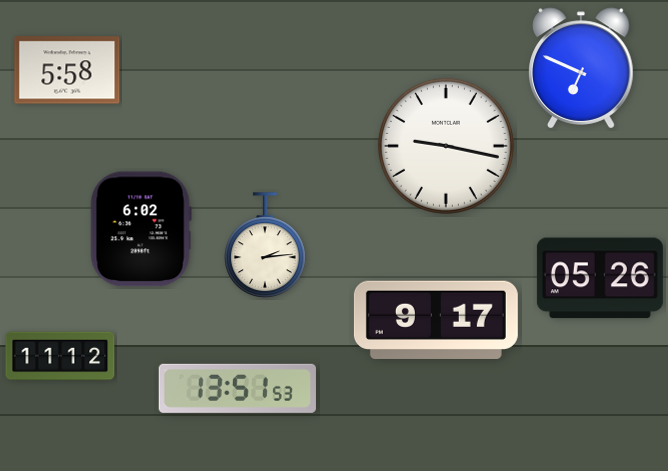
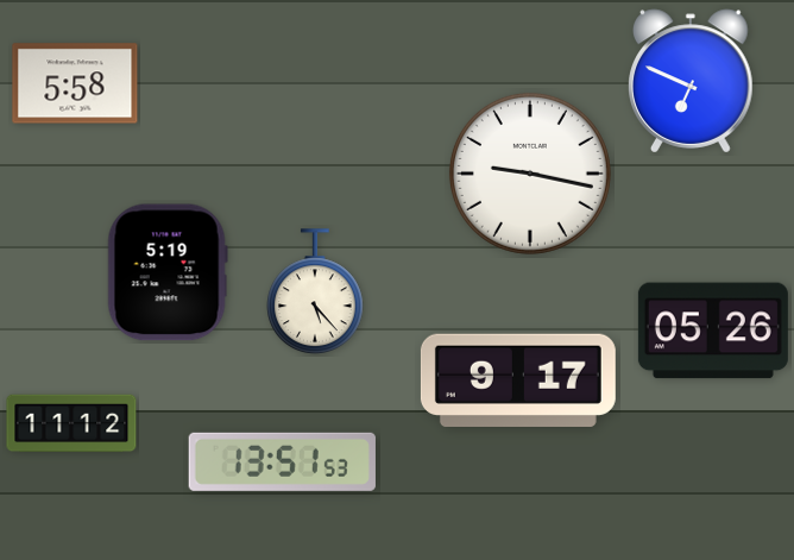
clock at (67, 70) position: (67, 70) -> (75, 83)
clock at (141, 229): 6:02 -> 5:19
clock at (266, 246): 2:14 -> 5:23
